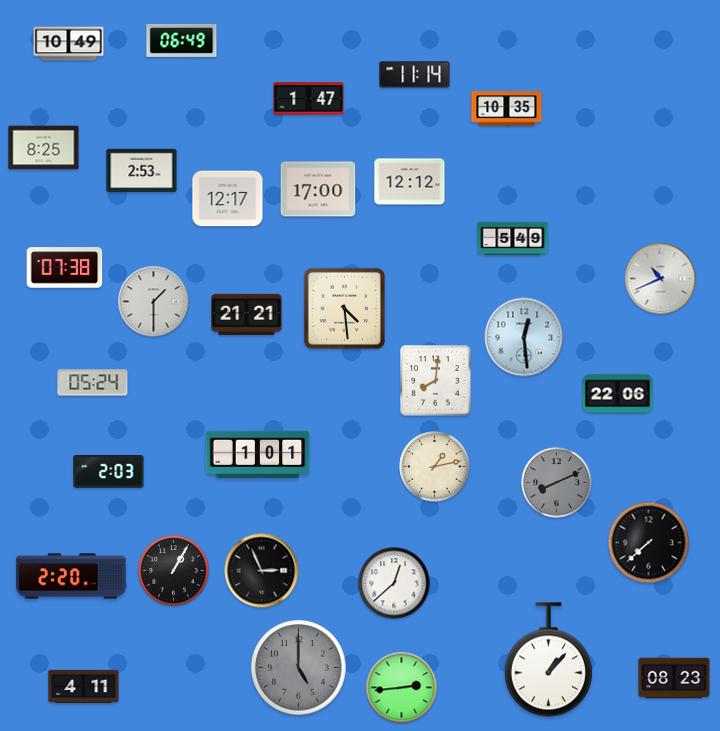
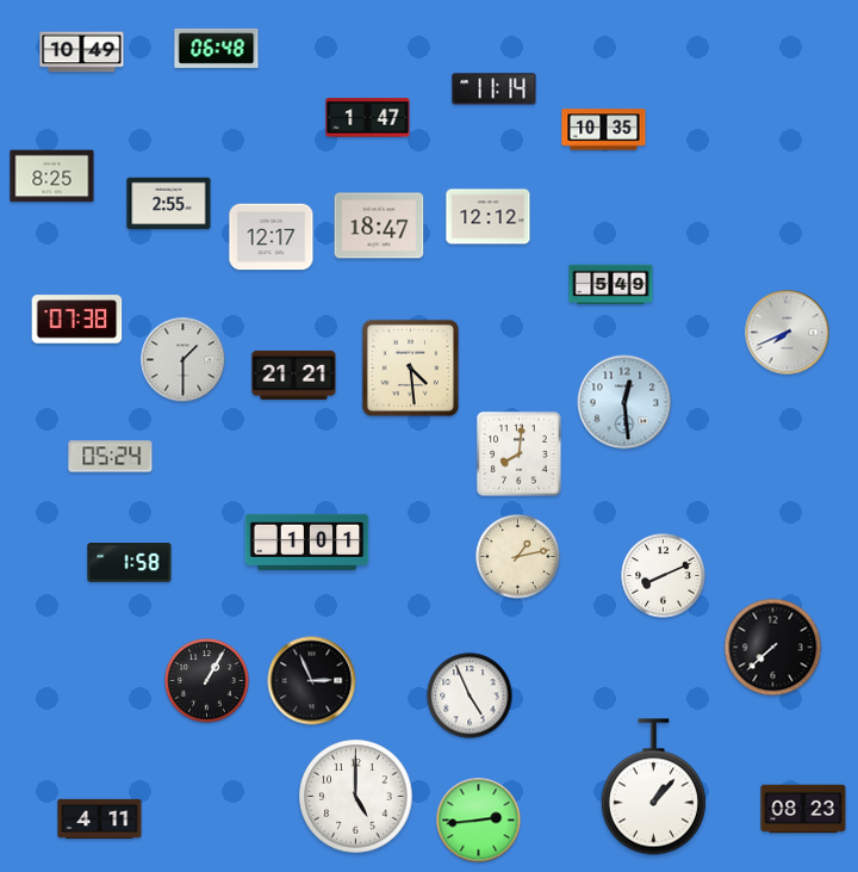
clock at (182, 40): 06:49 -> 06:48
clock at (142, 171): 2:53 -> 2:55
clock at (318, 189): 17:00 -> 18:47
clock at (661, 279): 10:41 -> 7:41
clock at (618, 394): 22:06 -> none
clock at (109, 472): 2:03 -> 1:58
clock at (557, 483) dial: grey -> white
clock at (71, 576): 2:20 -> none
clock at (394, 583): 12:38 -> 4:56
clock at (299, 668) dial: grey -> white
